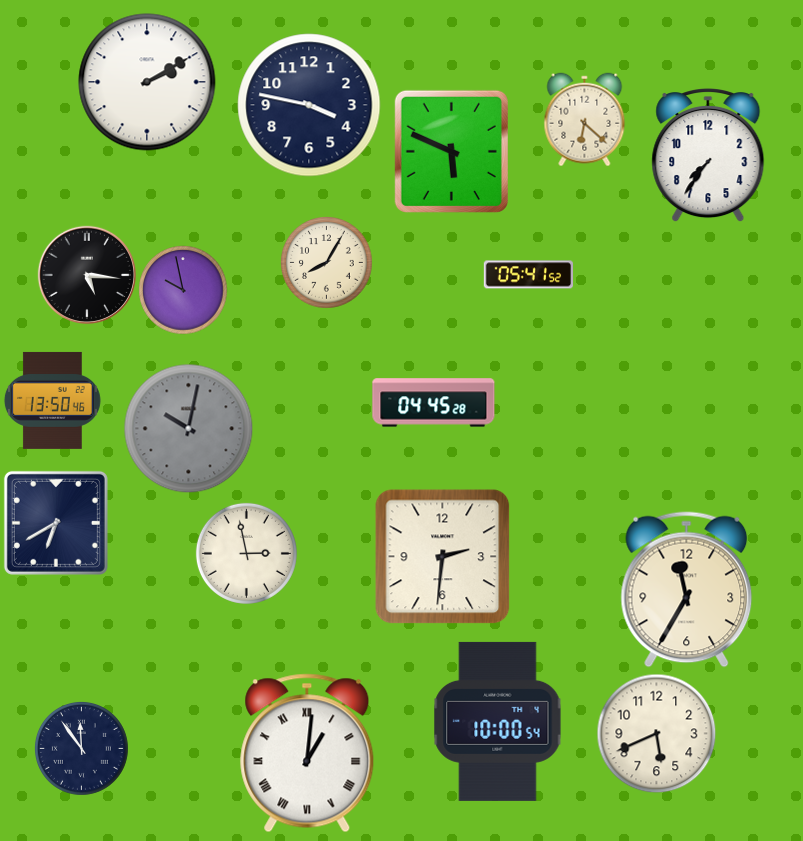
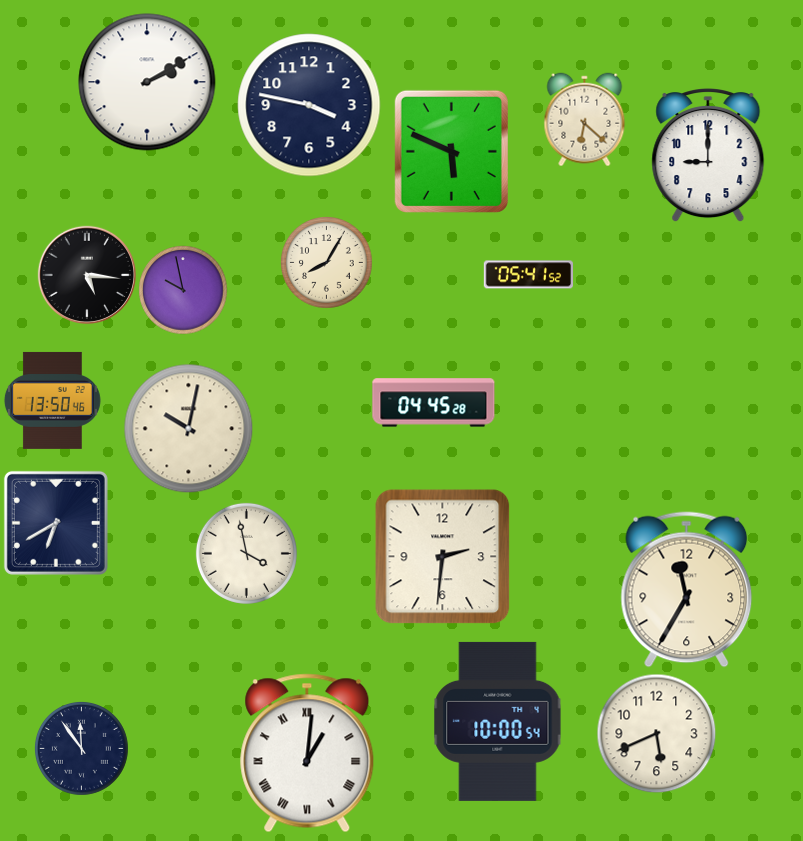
clock at (708, 156): 7:36 -> 9:00
clock at (188, 428) dial: grey -> cream
clock at (246, 553): 2:58 -> 3:58
